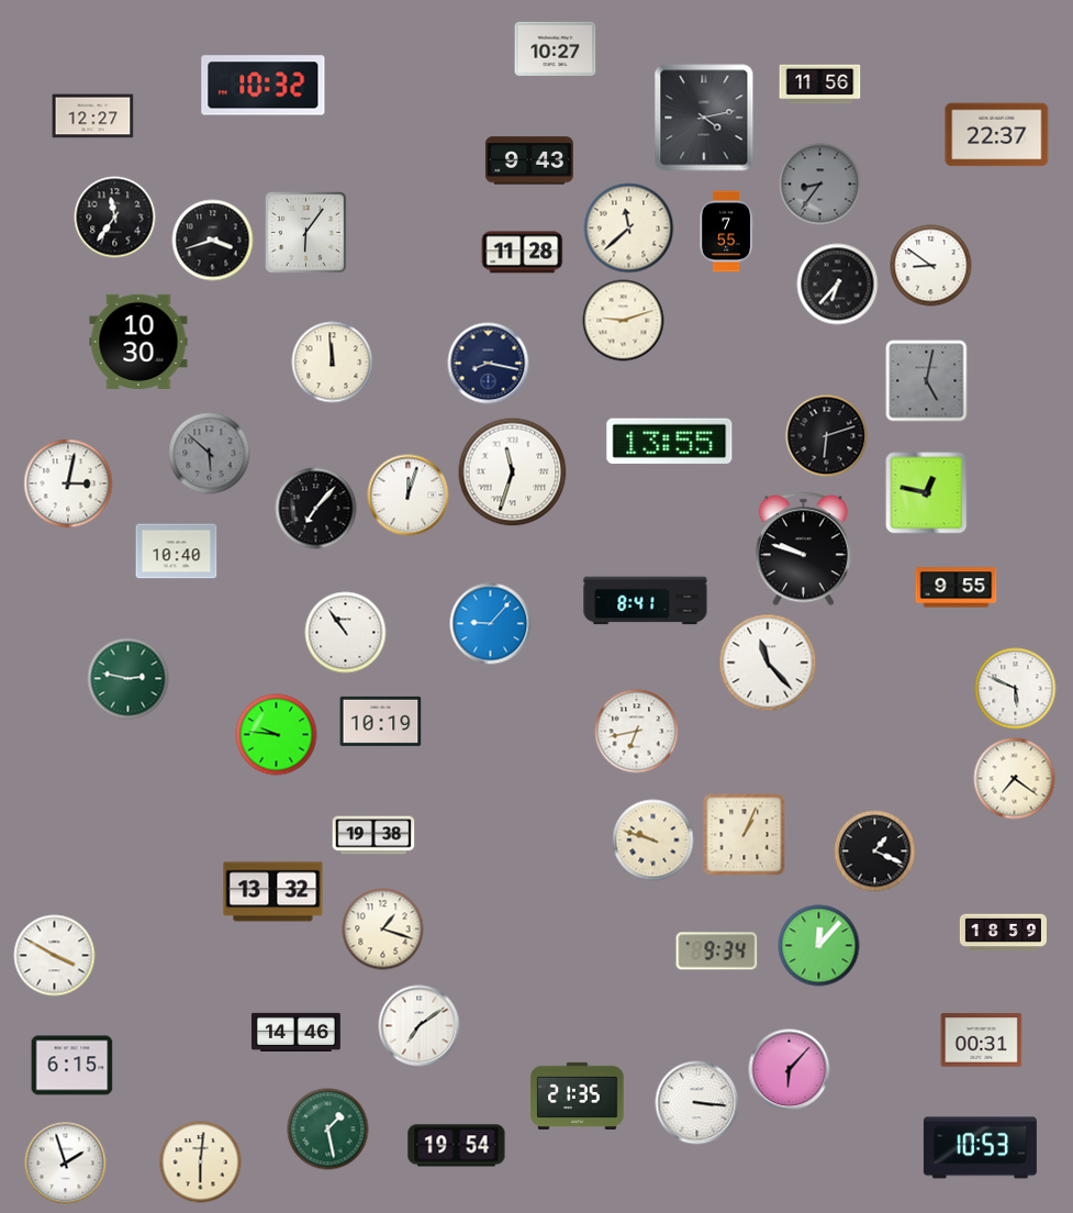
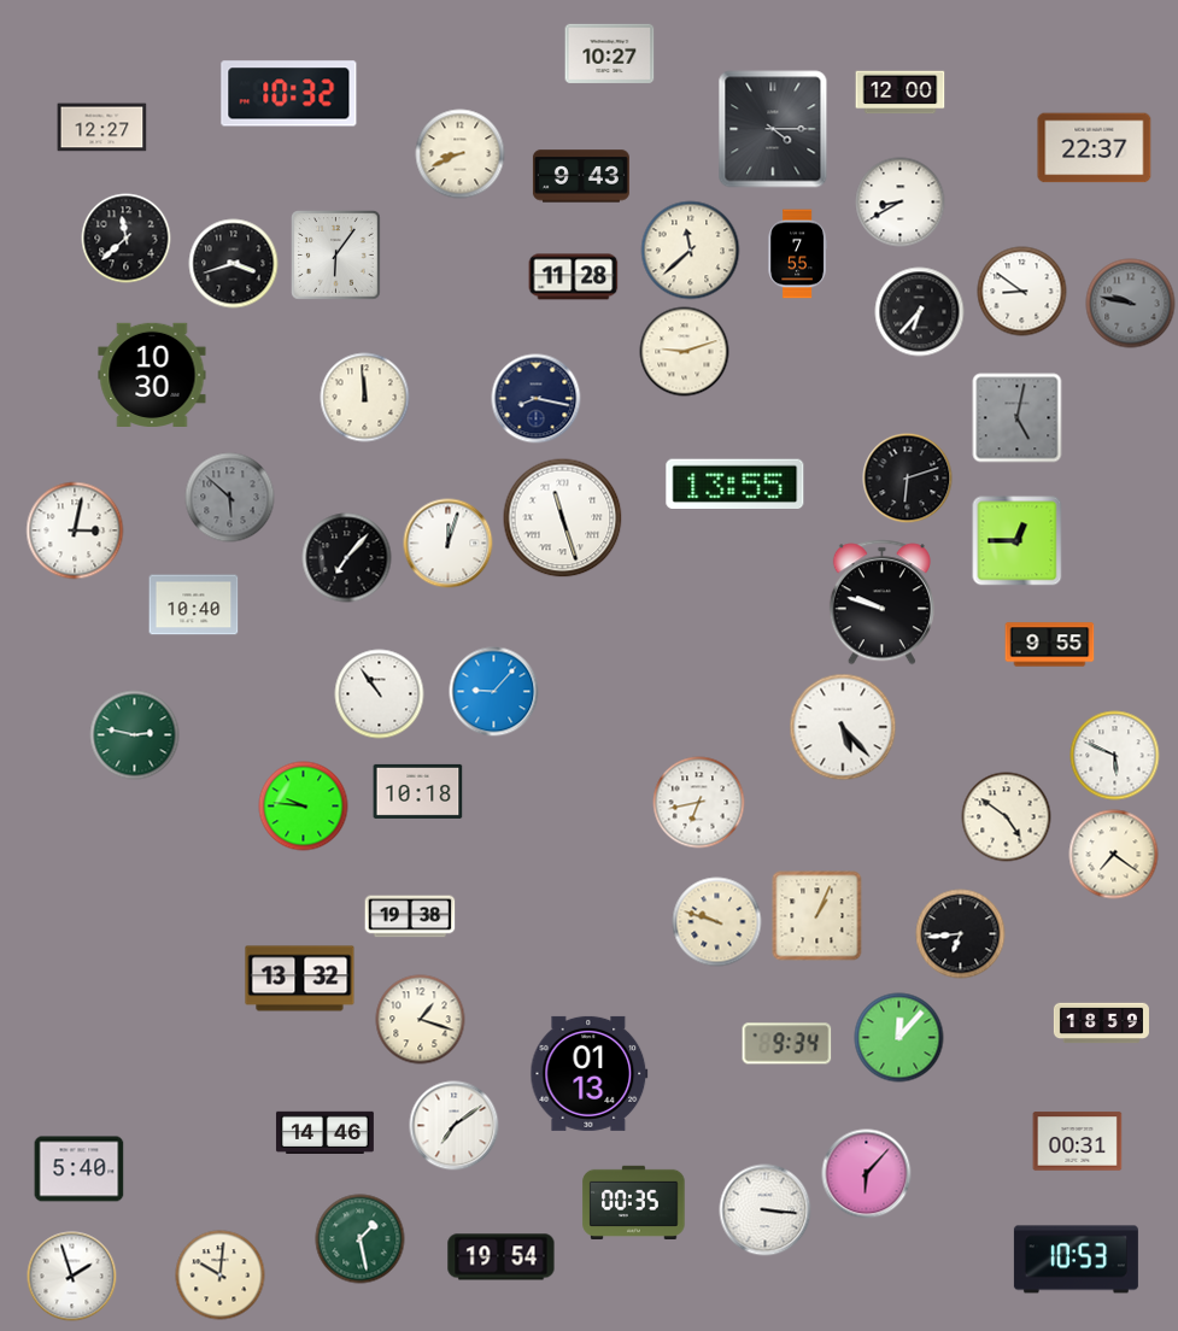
clock at (820, 85): 11:56 -> 12:00
clock at (704, 118): 4:13 -> 4:15
clock at (461, 154): none -> 8:41
clock at (820, 185): 8:36 -> 8:40
clock at (820, 185) dial: grey -> white
clock at (115, 218): 11:36 -> 11:38
clock at (1131, 304): none -> 9:47
clock at (513, 472): 11:33 -> 11:27
clock at (927, 493): 12:47 -> 12:45
clock at (646, 601): 8:41 -> none
clock at (491, 624) position: (491, 624) -> (494, 692)
clock at (768, 663): 11:23 -> 5:23
clock at (128, 679) position: (128, 679) -> (135, 735)
clock at (381, 721): 10:19 -> 10:18
clock at (1007, 817): none -> 4:51
clock at (875, 852): 1:19 -> 6:44
clock at (55, 956): 3:50 -> none
clock at (590, 1073): none -> 01:13
clock at (420, 1026) position: (420, 1026) -> (455, 1126)
clock at (72, 1066): 6:15 -> 5:40
clock at (578, 1095): 21:35 -> 00:35
clock at (201, 1162): 6:01 -> 10:01
